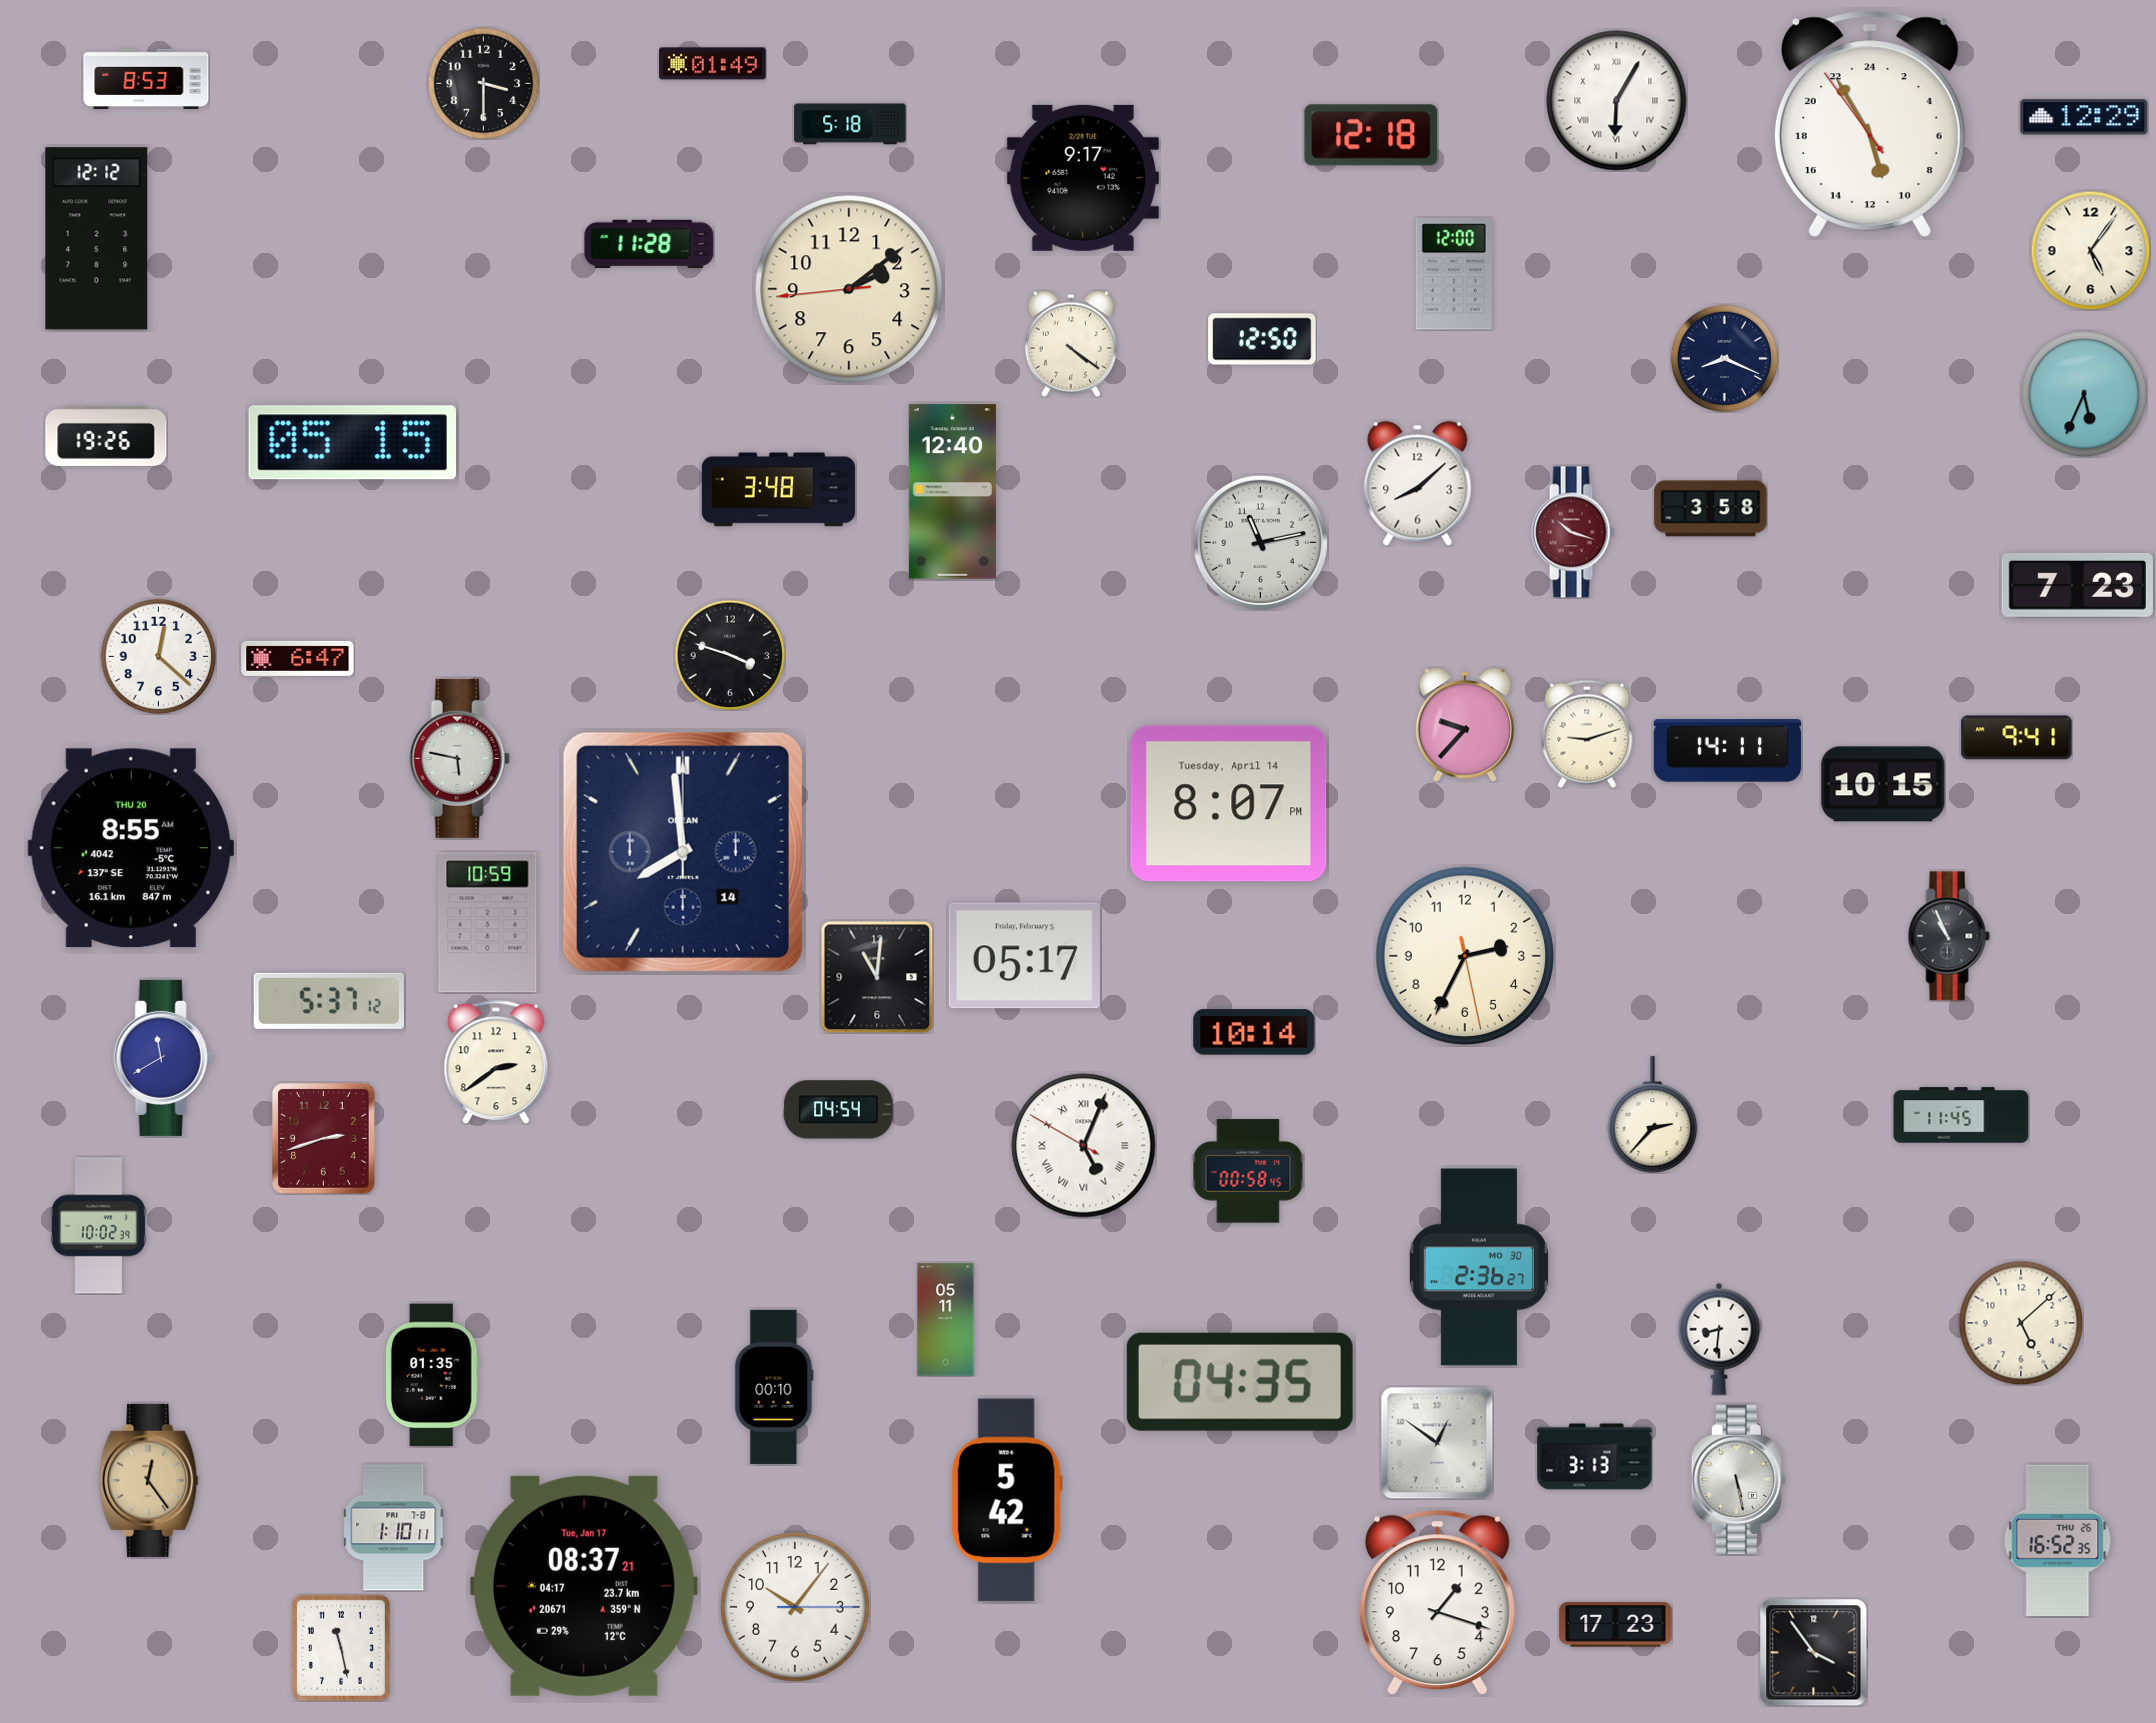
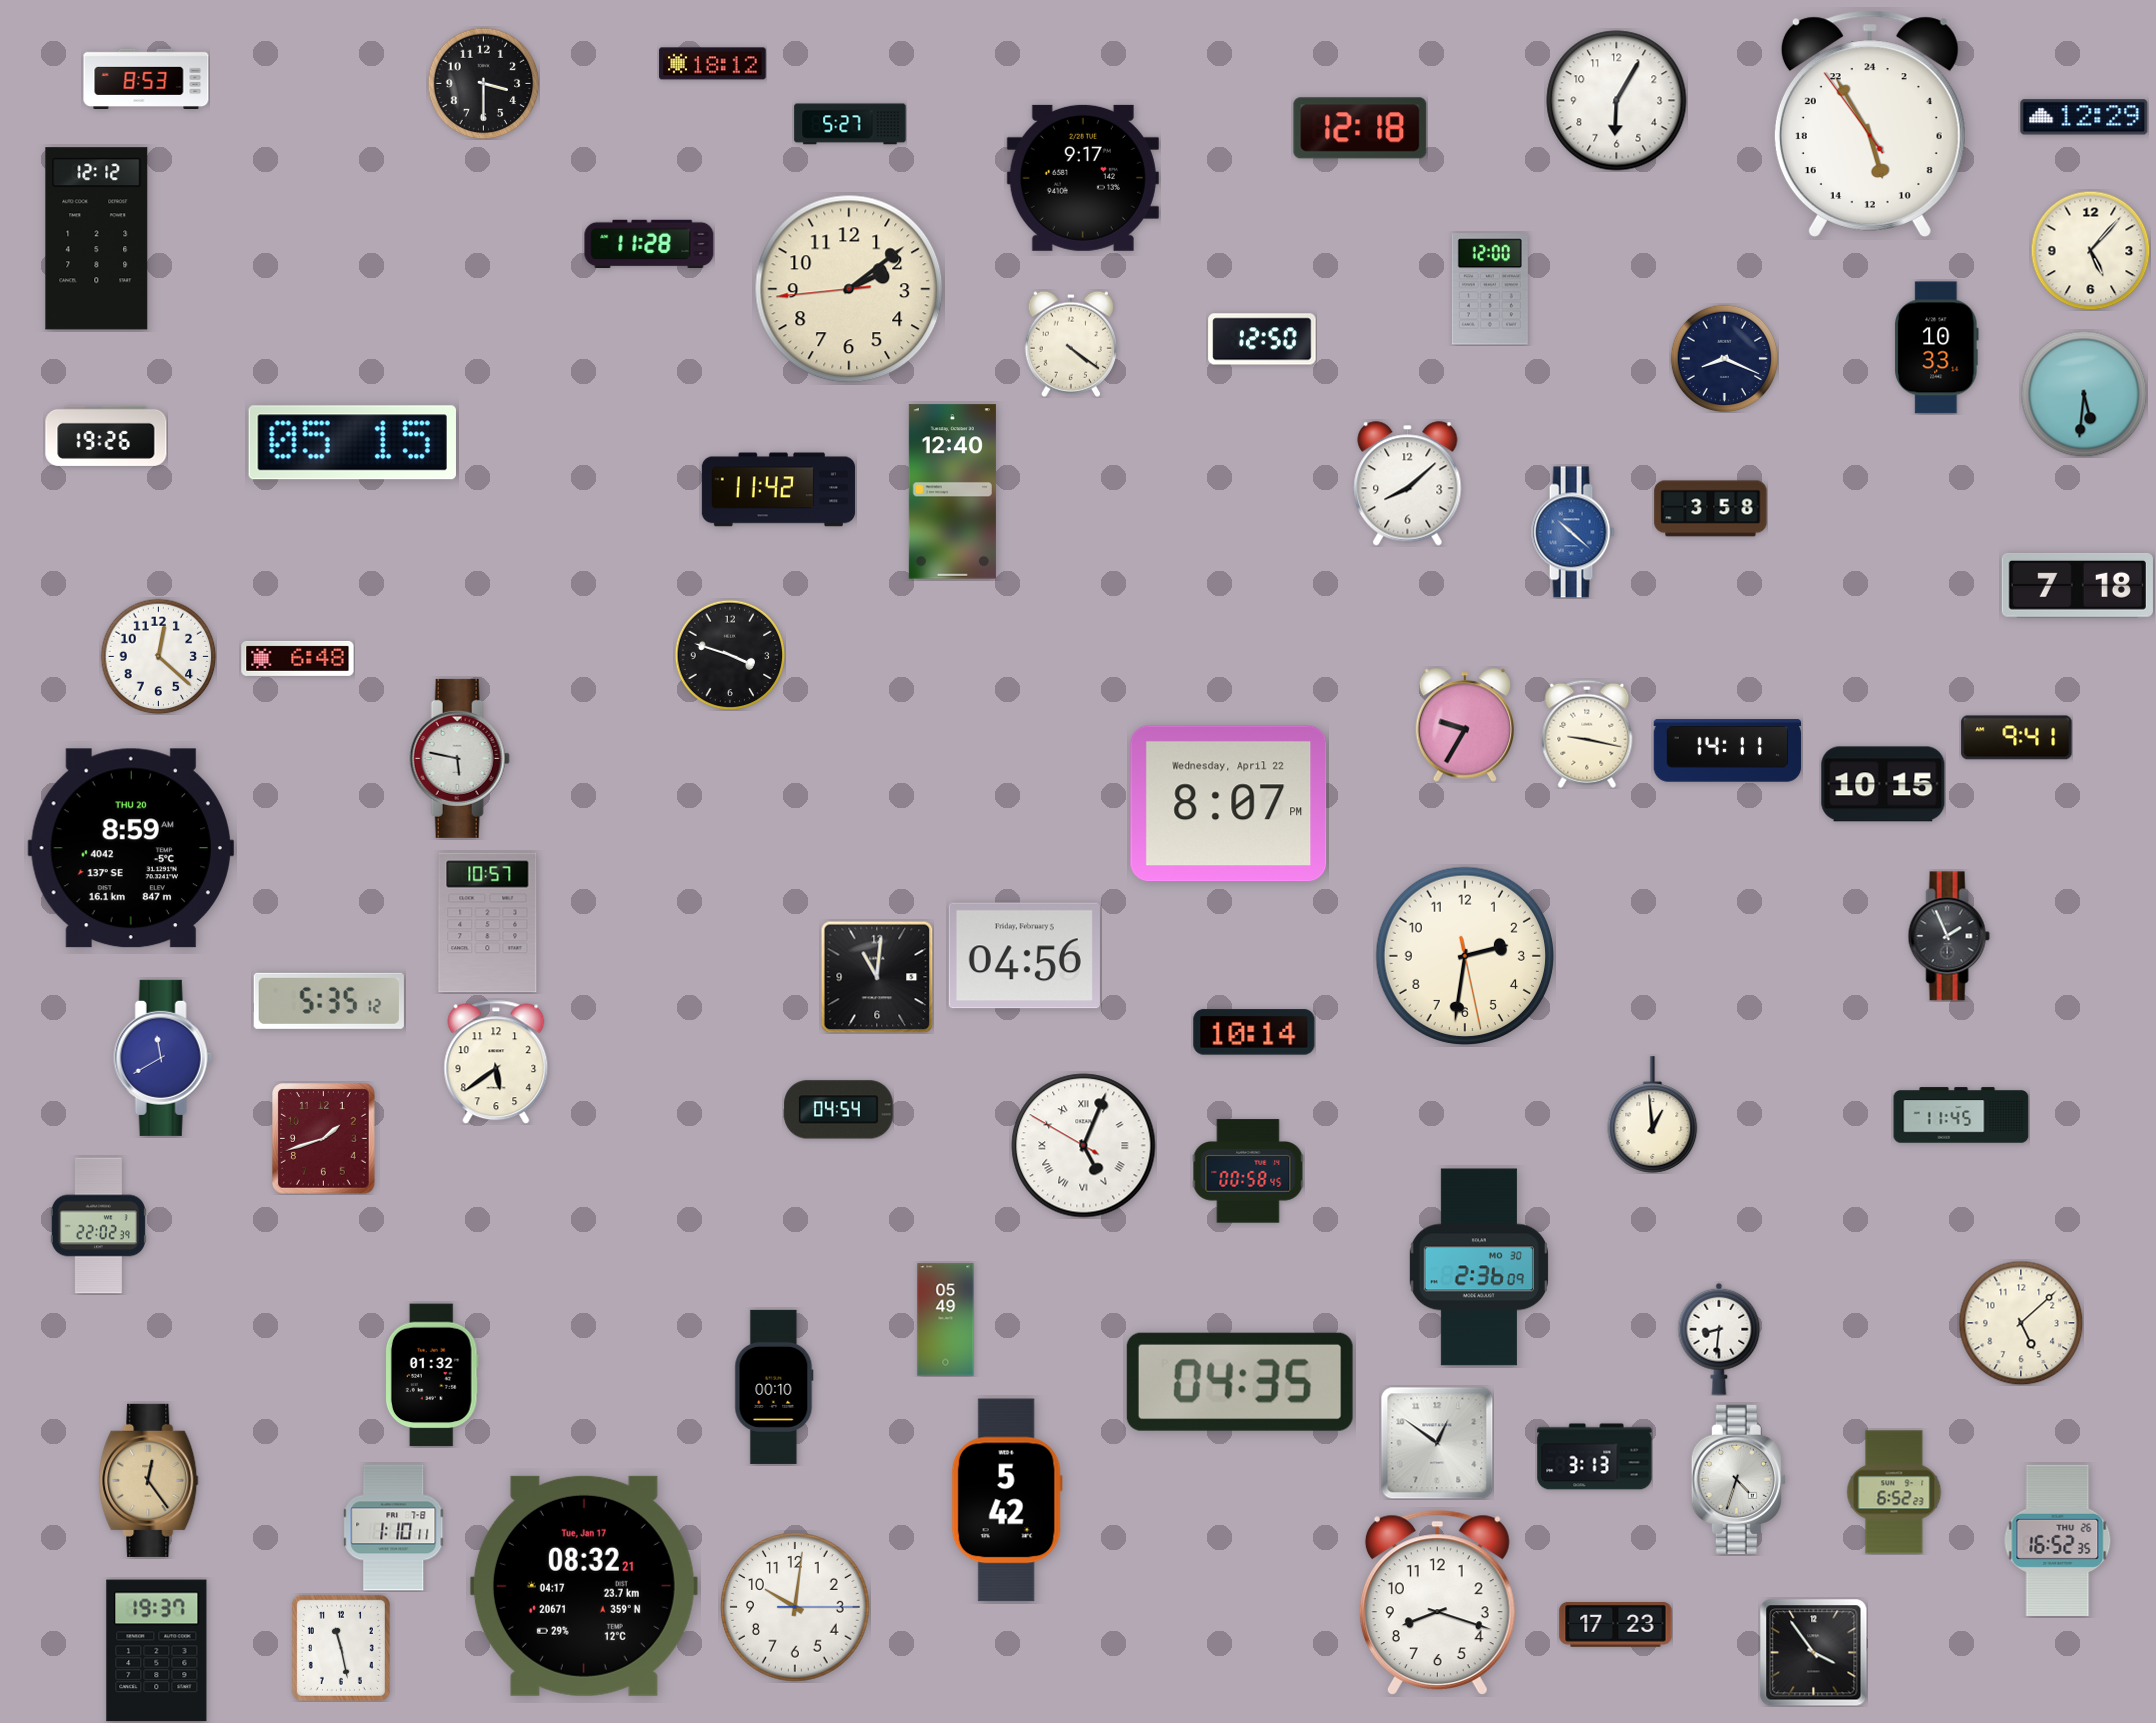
clock at (713, 64): 01:49 -> 18:12
clock at (1617, 101) numerals: Roman -> Arabic
clock at (850, 124): 5:18 -> 5:27
clock at (1371, 135) position: (1371, 135) -> (1360, 128)
clock at (2090, 250): 5:06 -> 5:07
clock at (1454, 274) position: (1454, 274) -> (1490, 289)
clock at (1937, 348): none -> 10:33
clock at (2084, 394): 5:34 -> 5:31
clock at (1418, 484) position: (1418, 484) -> (1408, 484)
clock at (778, 490): 3:48 -> 11:42
clock at (1573, 532): 10:18 -> 10:22
clock at (1573, 532) dial: burgundy -> blue
clock at (1260, 542): 11:13 -> none
clock at (2077, 585): 7:23 -> 7:18
clock at (298, 658): 6:47 -> 6:48
clock at (1465, 725): 9:37 -> 9:35
clock at (1587, 734): 9:12 -> 9:17
clock at (1229, 804) date: Tuesday, April 14 -> Wednesday, April 22
clock at (130, 848): 8:55 -> 8:59
clock at (683, 852): 7:59 -> none
clock at (488, 923): 10:59 -> 10:57
clock at (1949, 936): 10:56 -> 1:56
clock at (1464, 955): 2:34 -> 2:31
clock at (1024, 956): 05:17 -> 04:56
clock at (329, 1001): 5:37 -> 5:35
clock at (496, 1062): 2:39 -> 5:39
clock at (1653, 1115): 2:37 -> 12:59
clock at (324, 1139): 2:42 -> 1:42
clock at (98, 1226): 10:02 -> 22:02
clock at (1479, 1267): 2:36:27 -> 2:36:09
clock at (946, 1320): 05:11 -> 05:49
clock at (432, 1375): 01:35 -> 01:32
clock at (1738, 1479): 5:28 -> 4:33
clock at (1894, 1492): none -> 6:52
clock at (584, 1586): 08:37 -> 08:32
clock at (1437, 1602): 1:18 -> 8:18
clock at (795, 1607): 10:06 -> 10:01
clock at (157, 1651): none -> 19:37
